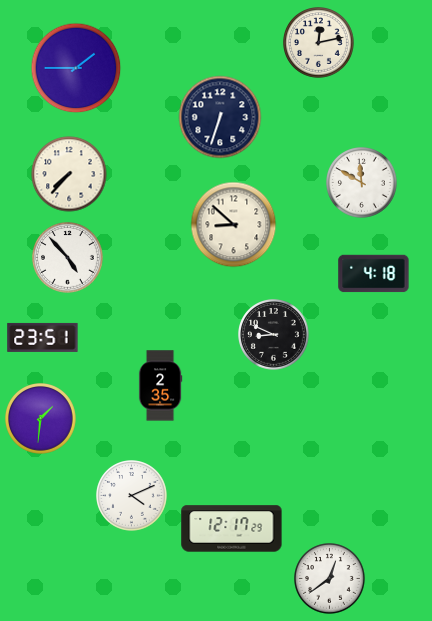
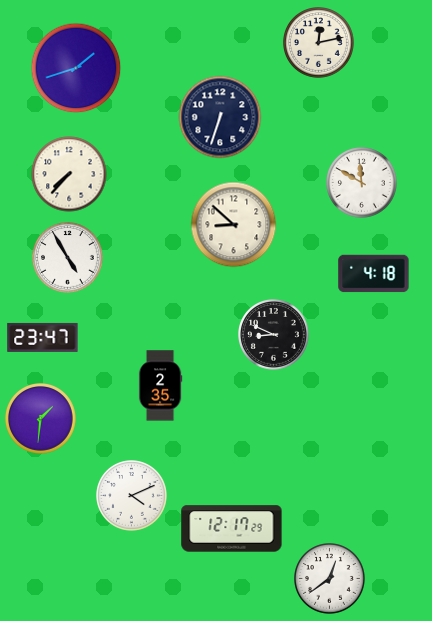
clock at (76, 68): 1:45 -> 1:42
clock at (68, 258): 4:53 -> 4:55
clock at (43, 337): 23:51 -> 23:47
